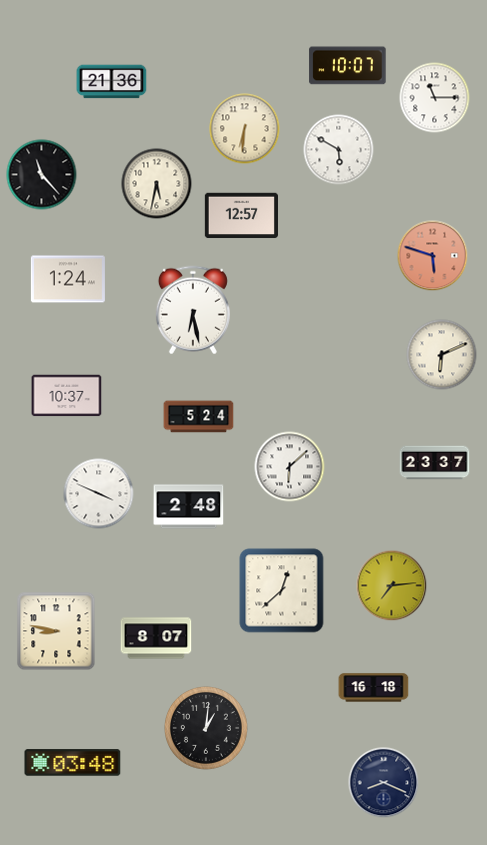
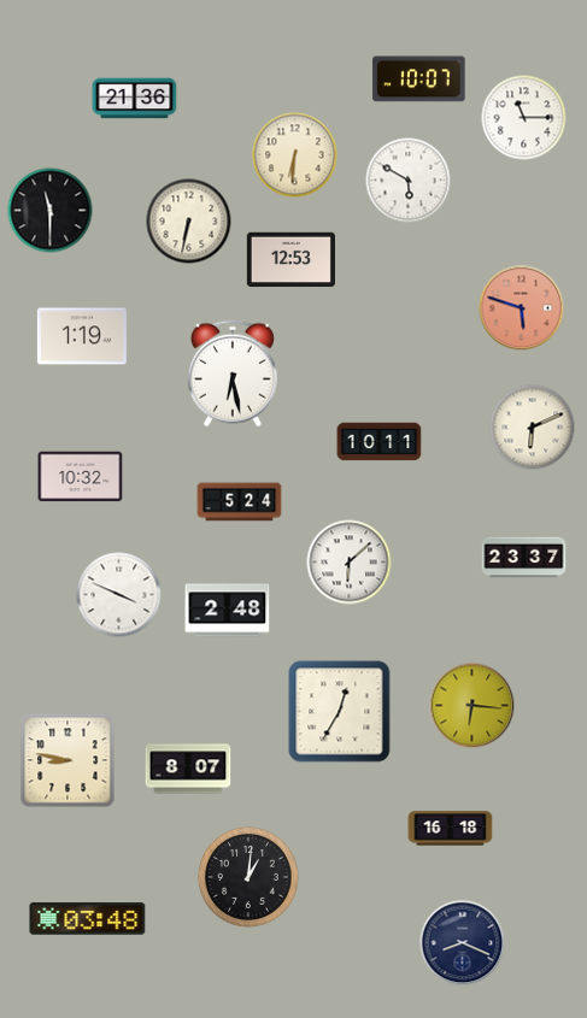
clock at (42, 175): 11:23 -> 11:30
clock at (157, 184): 5:32 -> 6:32
clock at (241, 216): 12:57 -> 12:53
clock at (68, 279): 1:24 -> 1:19
clock at (380, 442): none -> 10:11
clock at (67, 396): 10:37 -> 10:32
clock at (392, 586): 7:14 -> 6:16
clock at (282, 591): 12:38 -> 12:35
